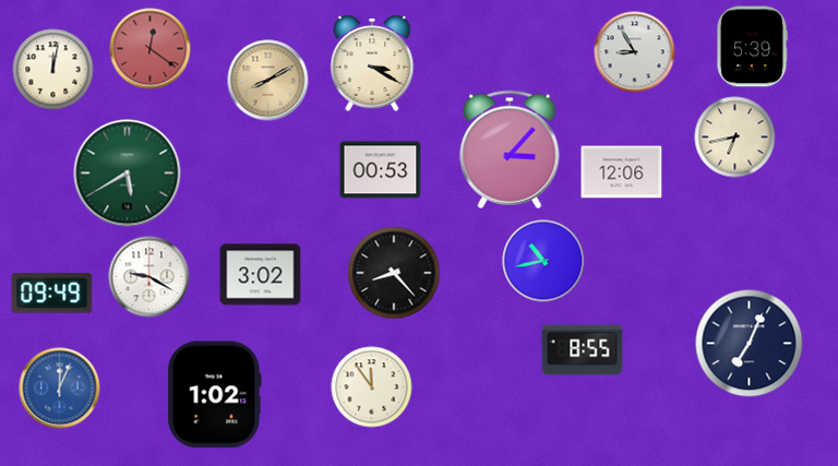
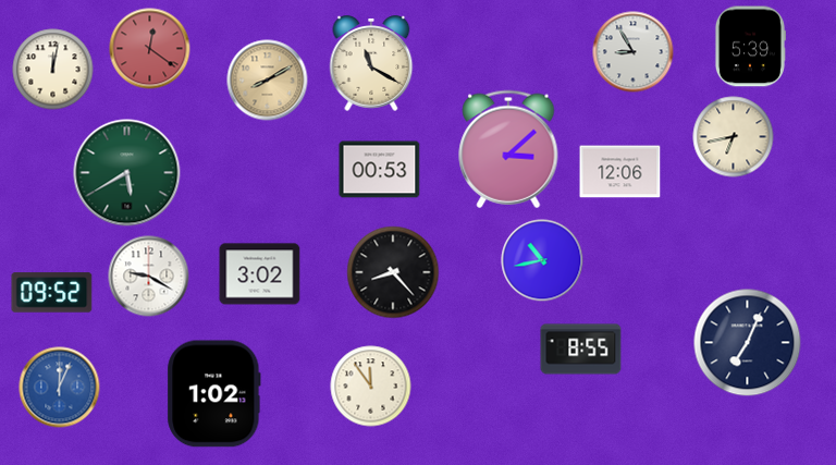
clock at (372, 63): 3:20 -> 11:20
clock at (510, 150): 3:07 -> 3:08
clock at (52, 294): 09:49 -> 09:52
